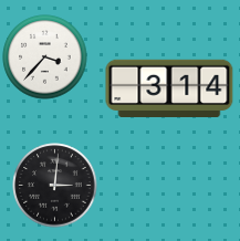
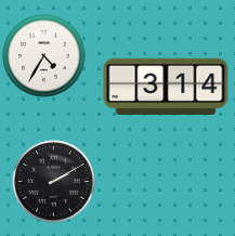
clock at (45, 57): 3:37 -> 4:35
clock at (55, 186): 3:01 -> 2:10
